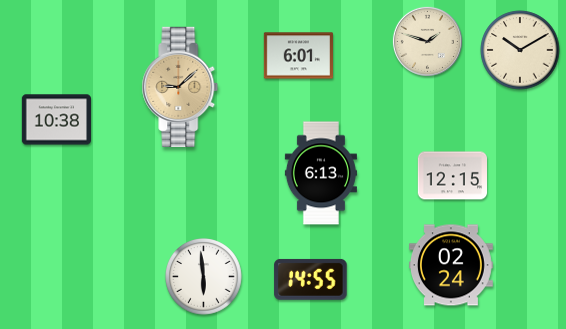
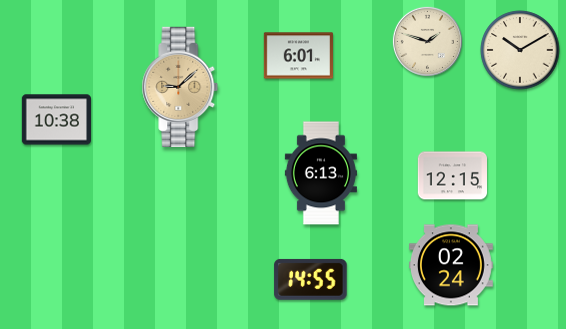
clock at (204, 277): 5:59 -> none
